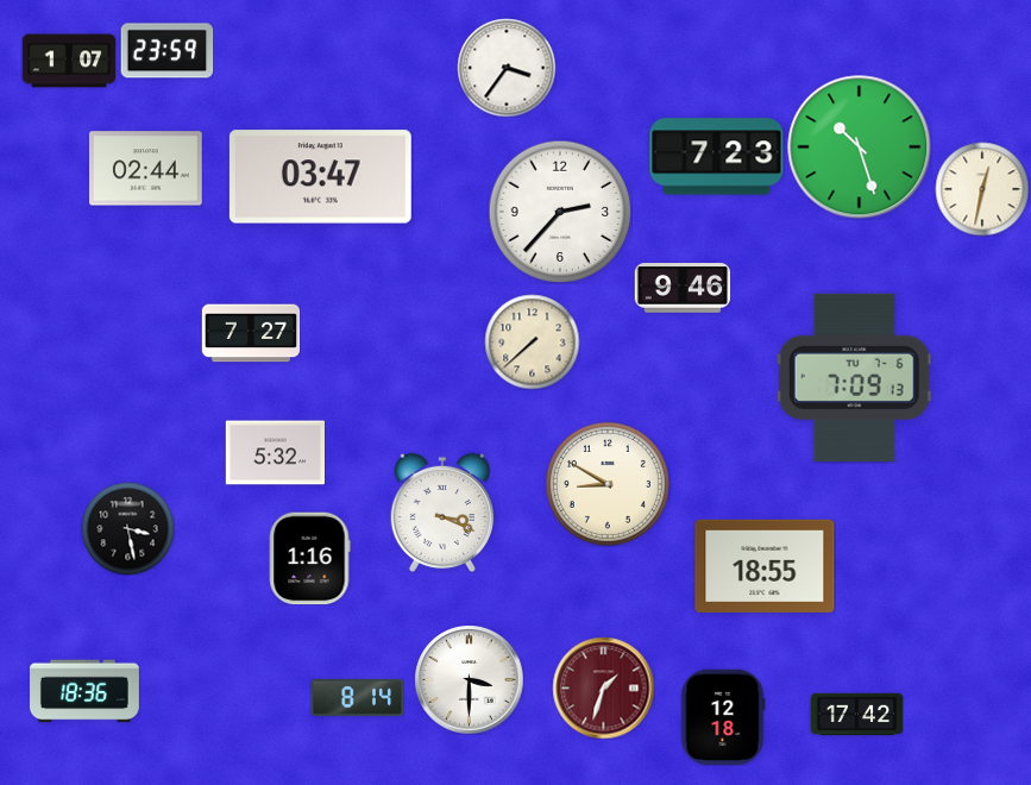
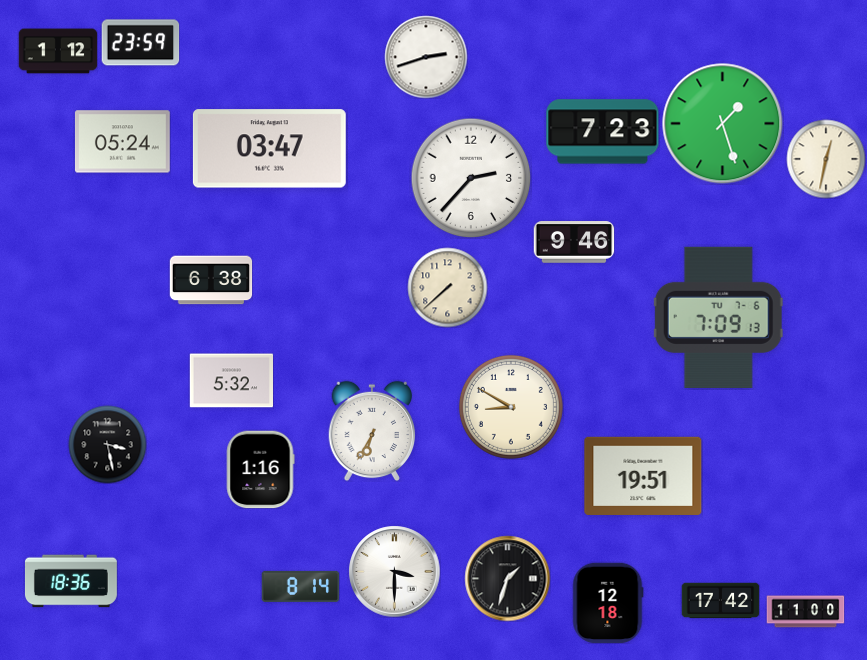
clock at (69, 61): 1:07 -> 1:12
clock at (507, 68): 3:36 -> 2:42
clock at (860, 147): 10:27 -> 1:27
clock at (146, 169): 02:44 -> 05:24
clock at (251, 333): 7:27 -> 6:38
clock at (442, 513): 3:19 -> 6:35
clock at (765, 566): 18:55 -> 19:51
clock at (603, 687) dial: burgundy -> black
clock at (805, 612): none -> 11:00
